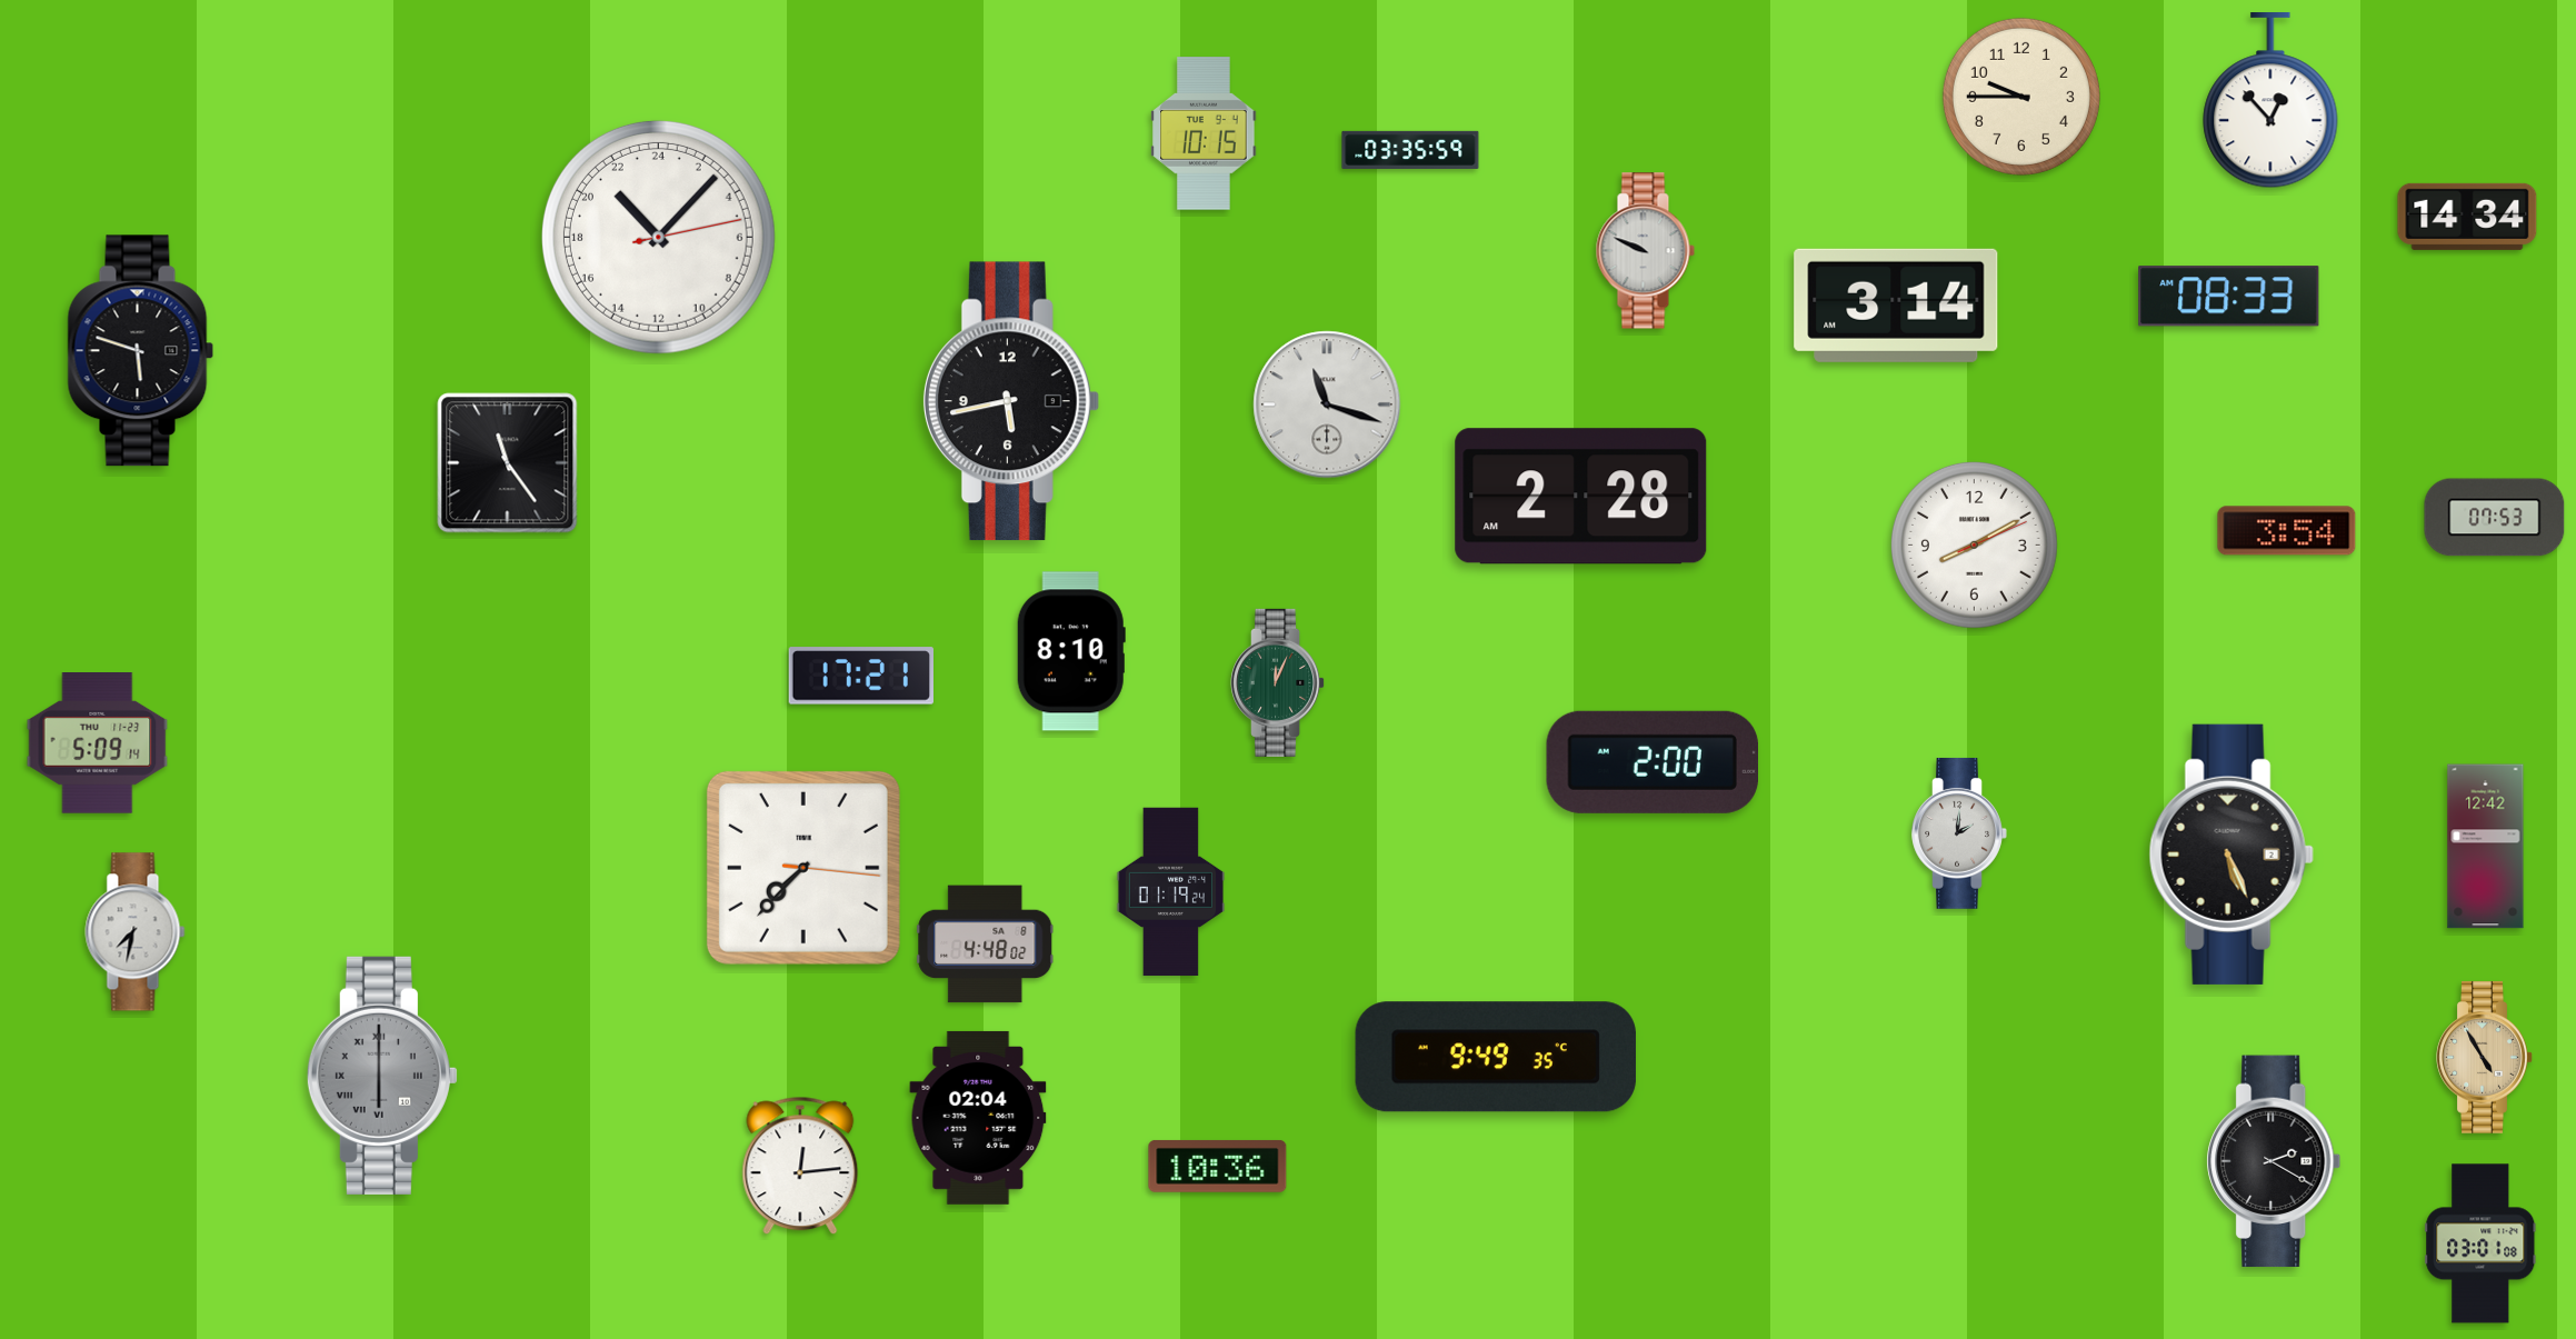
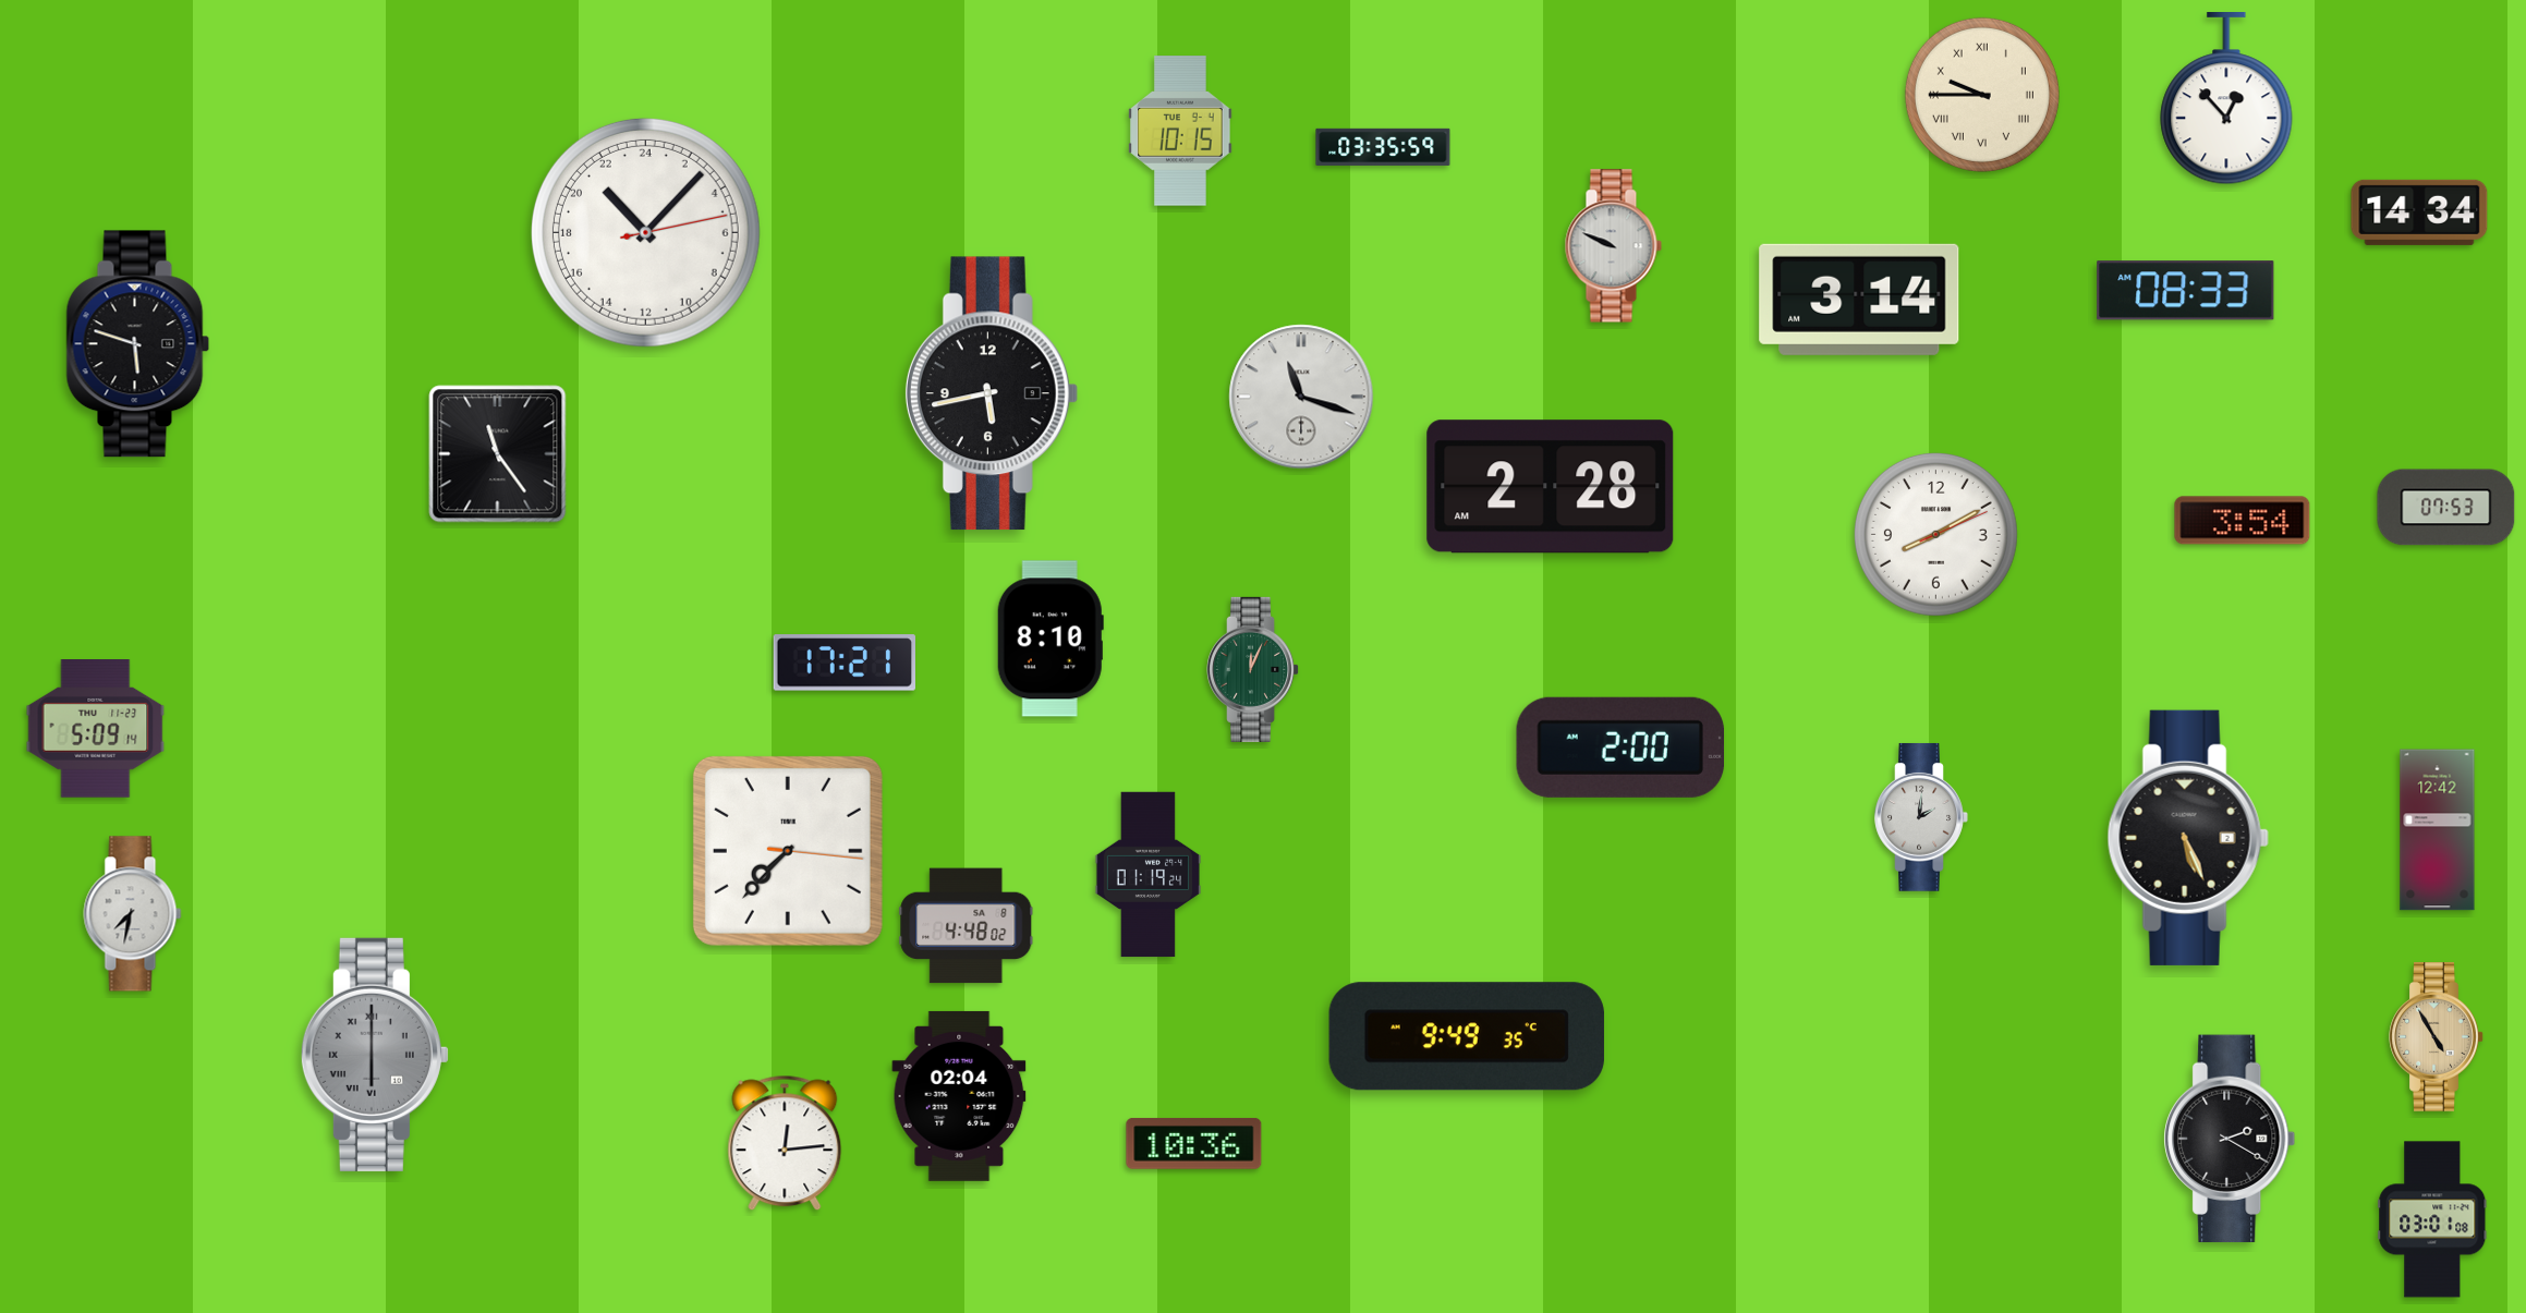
clock at (2021, 97) numerals: Arabic -> Roman
